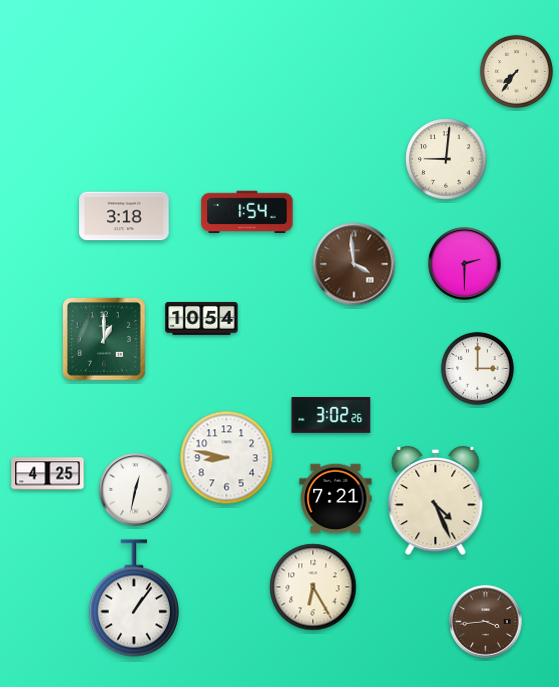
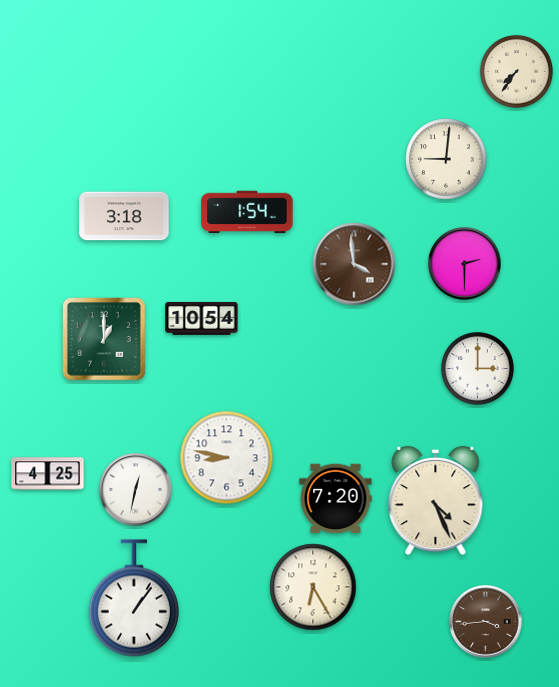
clock at (331, 416): 3:02 -> none
clock at (336, 499): 7:21 -> 7:20
